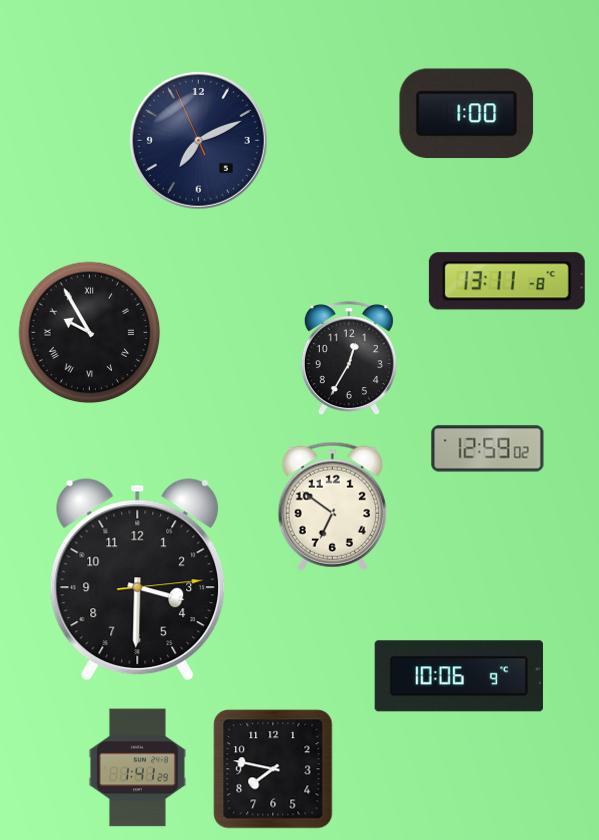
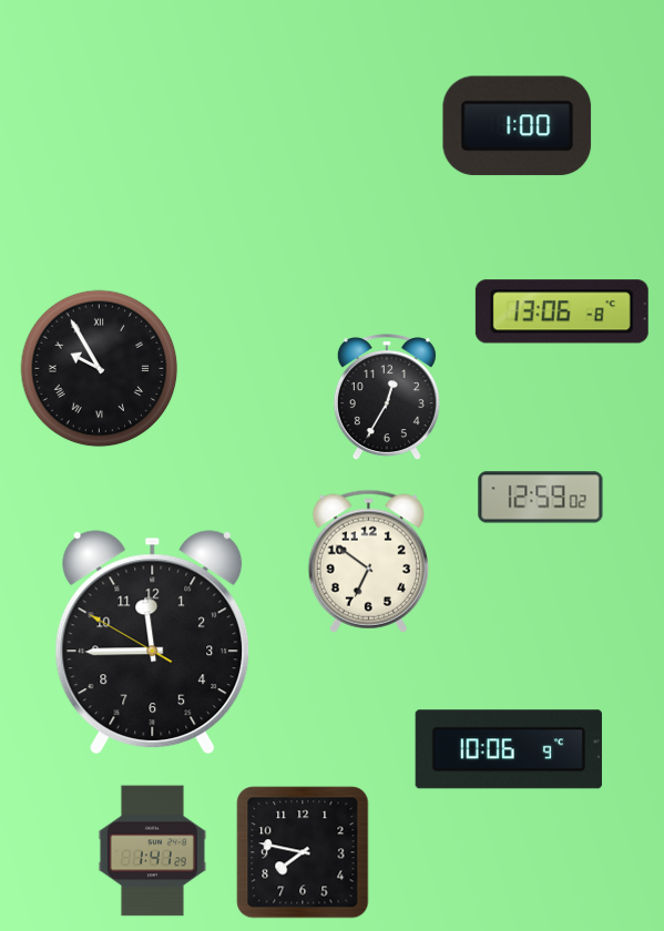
clock at (198, 140): 7:10 -> none
clock at (507, 281): 13:11 -> 13:06
clock at (138, 580): 3:30 -> 11:44
